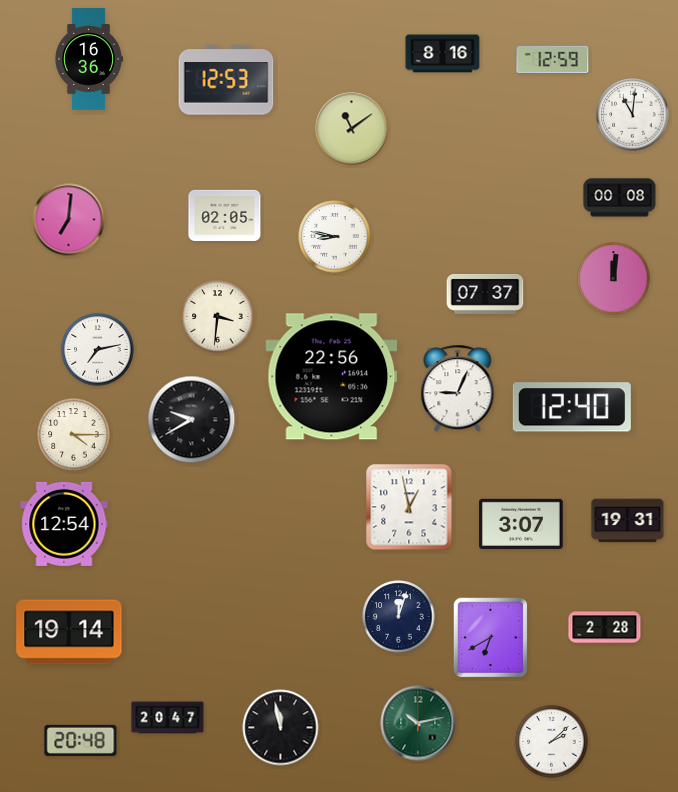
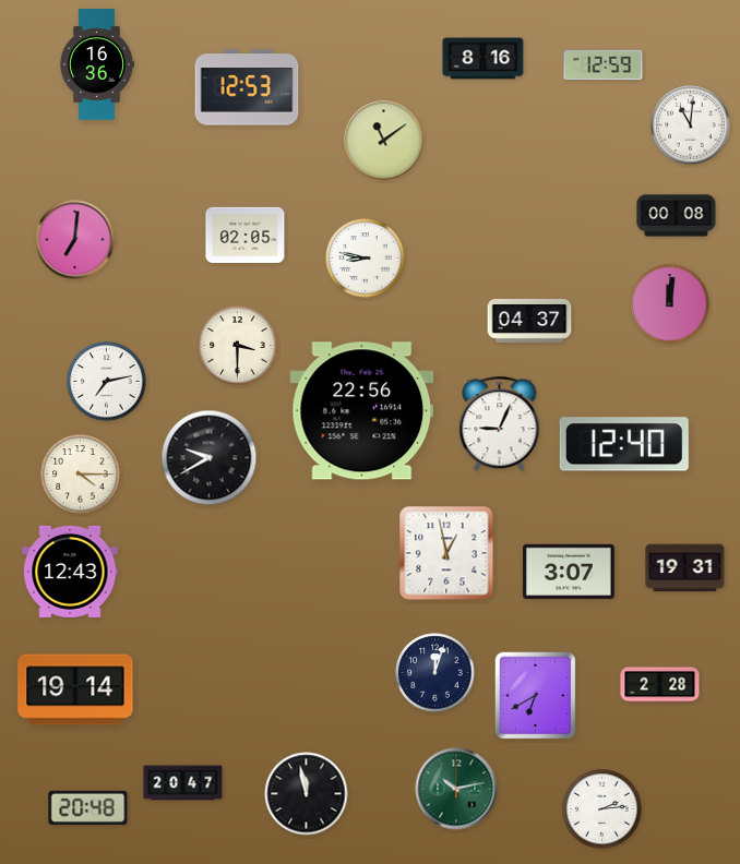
clock at (485, 294): 07:37 -> 04:37
clock at (218, 317): 3:31 -> 3:30
clock at (64, 524): 12:54 -> 12:43
clock at (552, 742): 2:08 -> 2:14
